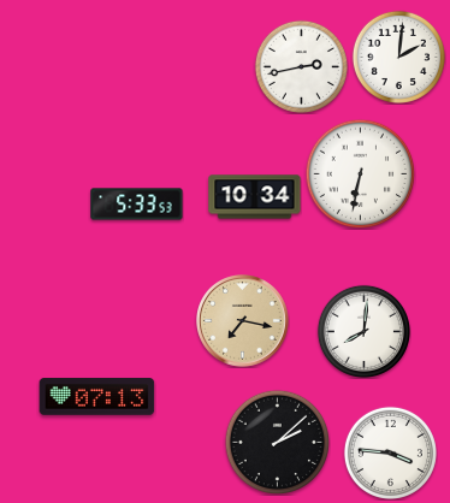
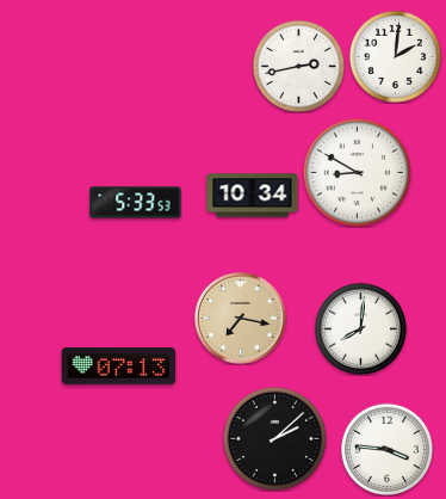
clock at (360, 173): 6:32 -> 8:50
clock at (97, 397) position: (97, 397) -> (119, 366)
